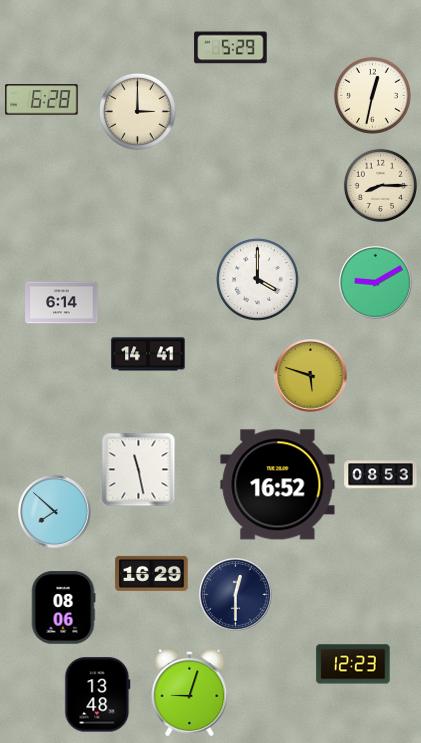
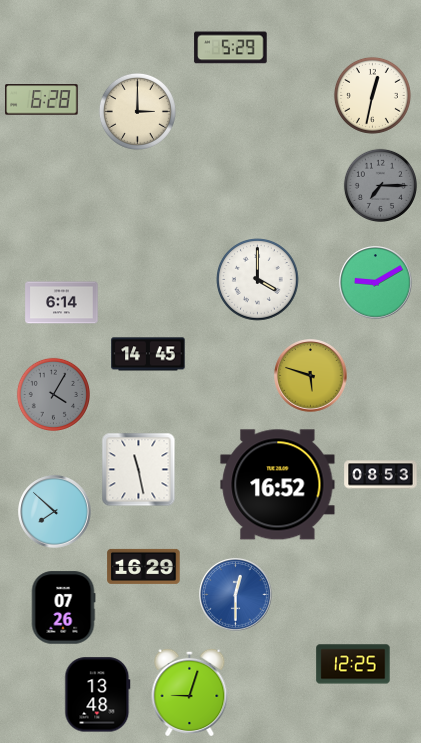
clock at (380, 185): 8:15 -> 7:15
clock at (380, 185) dial: cream -> grey
clock at (148, 354): 14:41 -> 14:45
clock at (53, 394): none -> 4:05
clock at (152, 573) position: (152, 573) -> (144, 566)
clock at (236, 595) dial: navy -> blue
clock at (63, 608): 08:06 -> 07:26
clock at (353, 664): 12:23 -> 12:25
